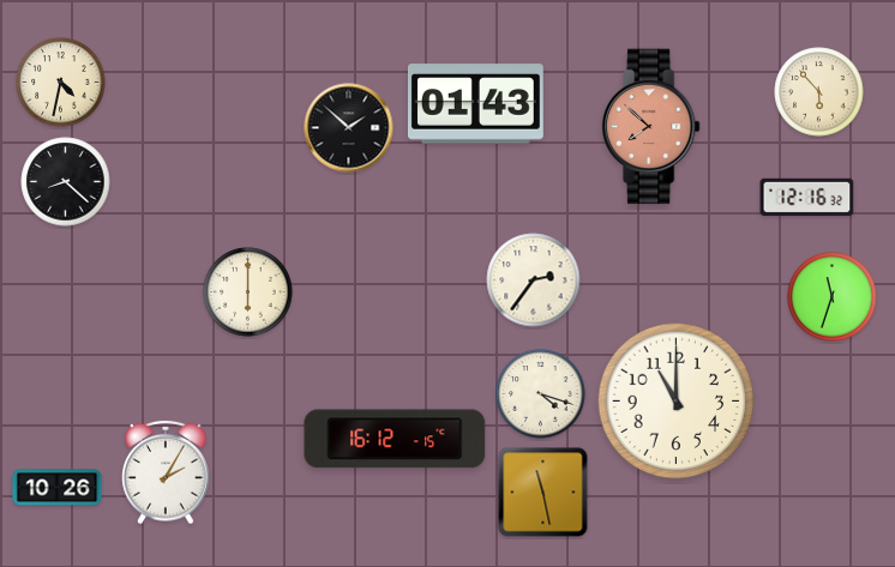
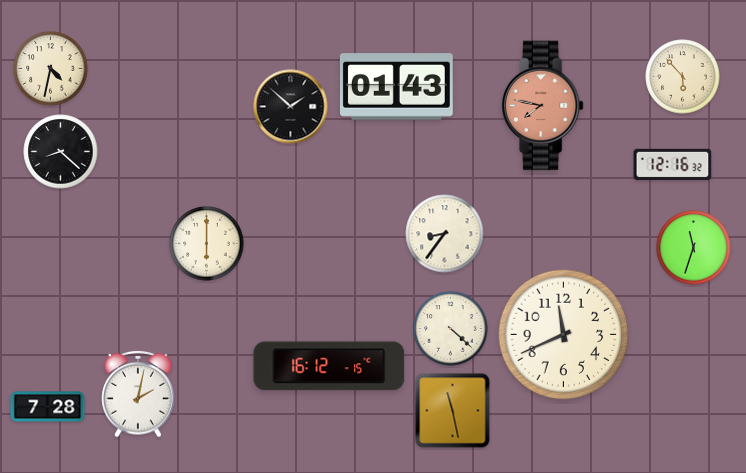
clock at (650, 127): 7:52 -> 7:47
clock at (66, 182) position: (66, 182) -> (61, 152)
clock at (534, 281): 2:36 -> 8:36
clock at (541, 394): 4:18 -> 4:22
clock at (677, 402): 11:00 -> 11:41
clock at (166, 472): 2:05 -> 2:02
clock at (58, 488): 10:26 -> 7:28
